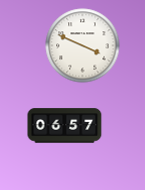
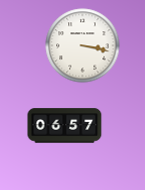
clock at (83, 46): 3:49 -> 3:17
